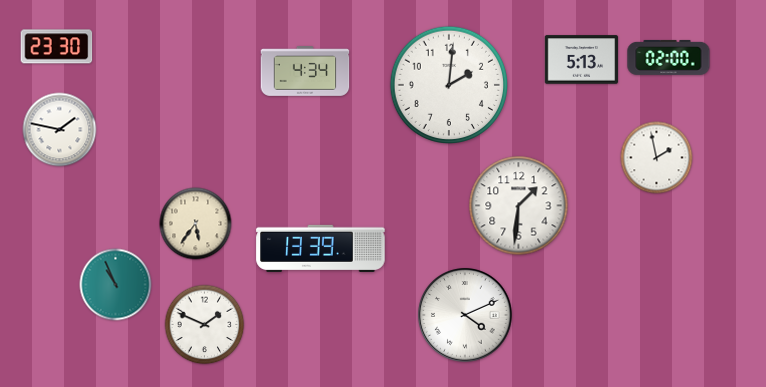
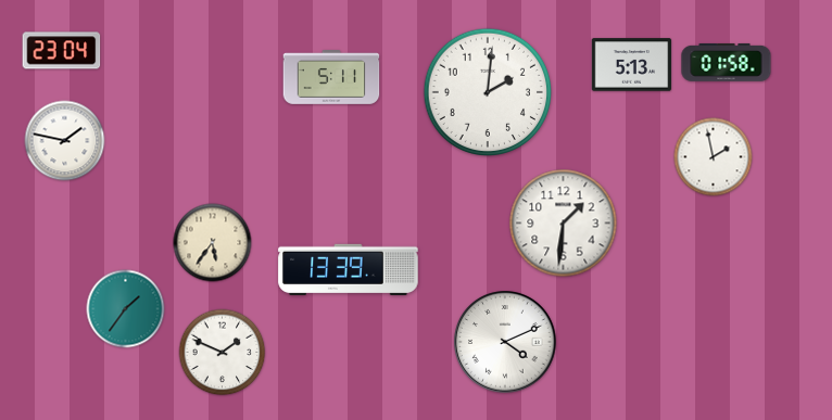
clock at (57, 47): 23:30 -> 23:04
clock at (669, 57): 02:00 -> 01:58
clock at (305, 72): 4:34 -> 5:11
clock at (657, 158) position: (657, 158) -> (714, 157)
clock at (116, 285): 10:56 -> 1:36
